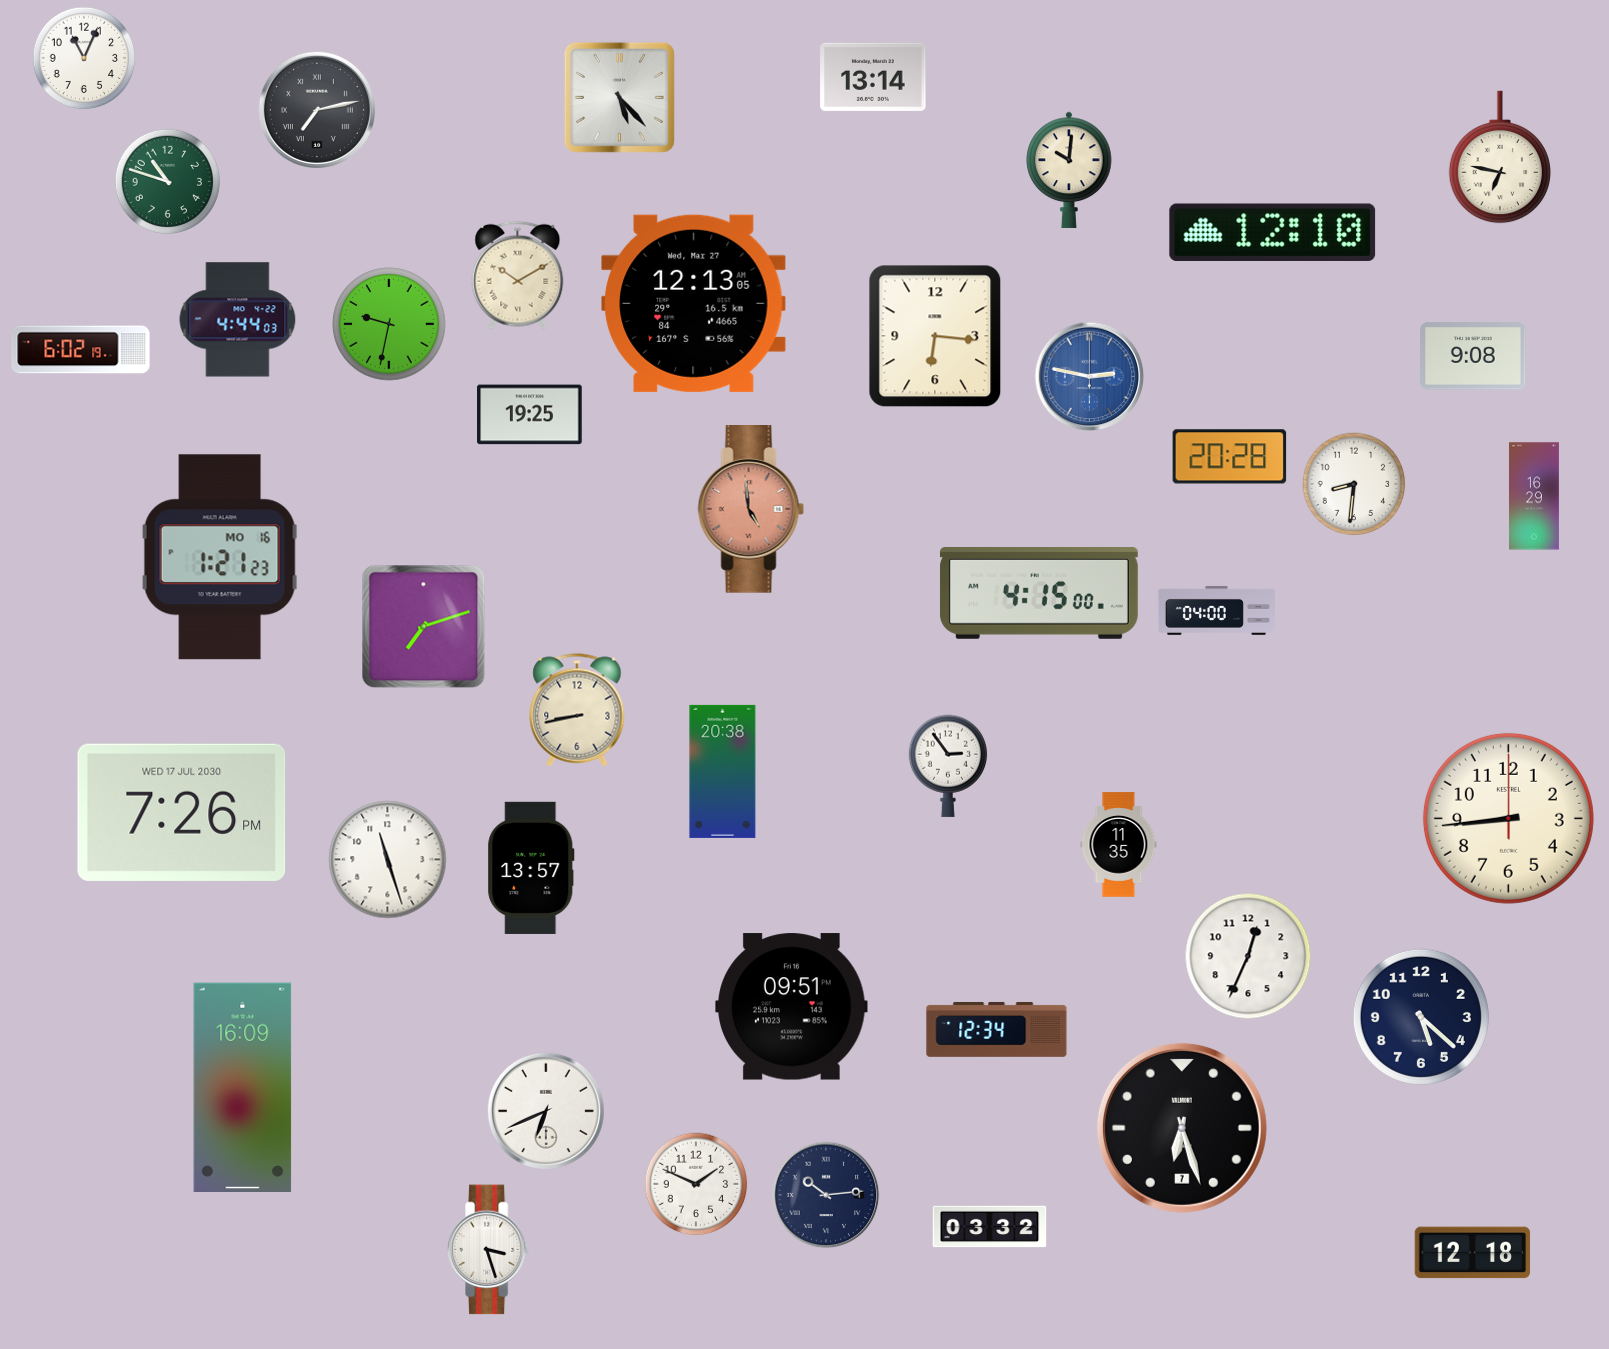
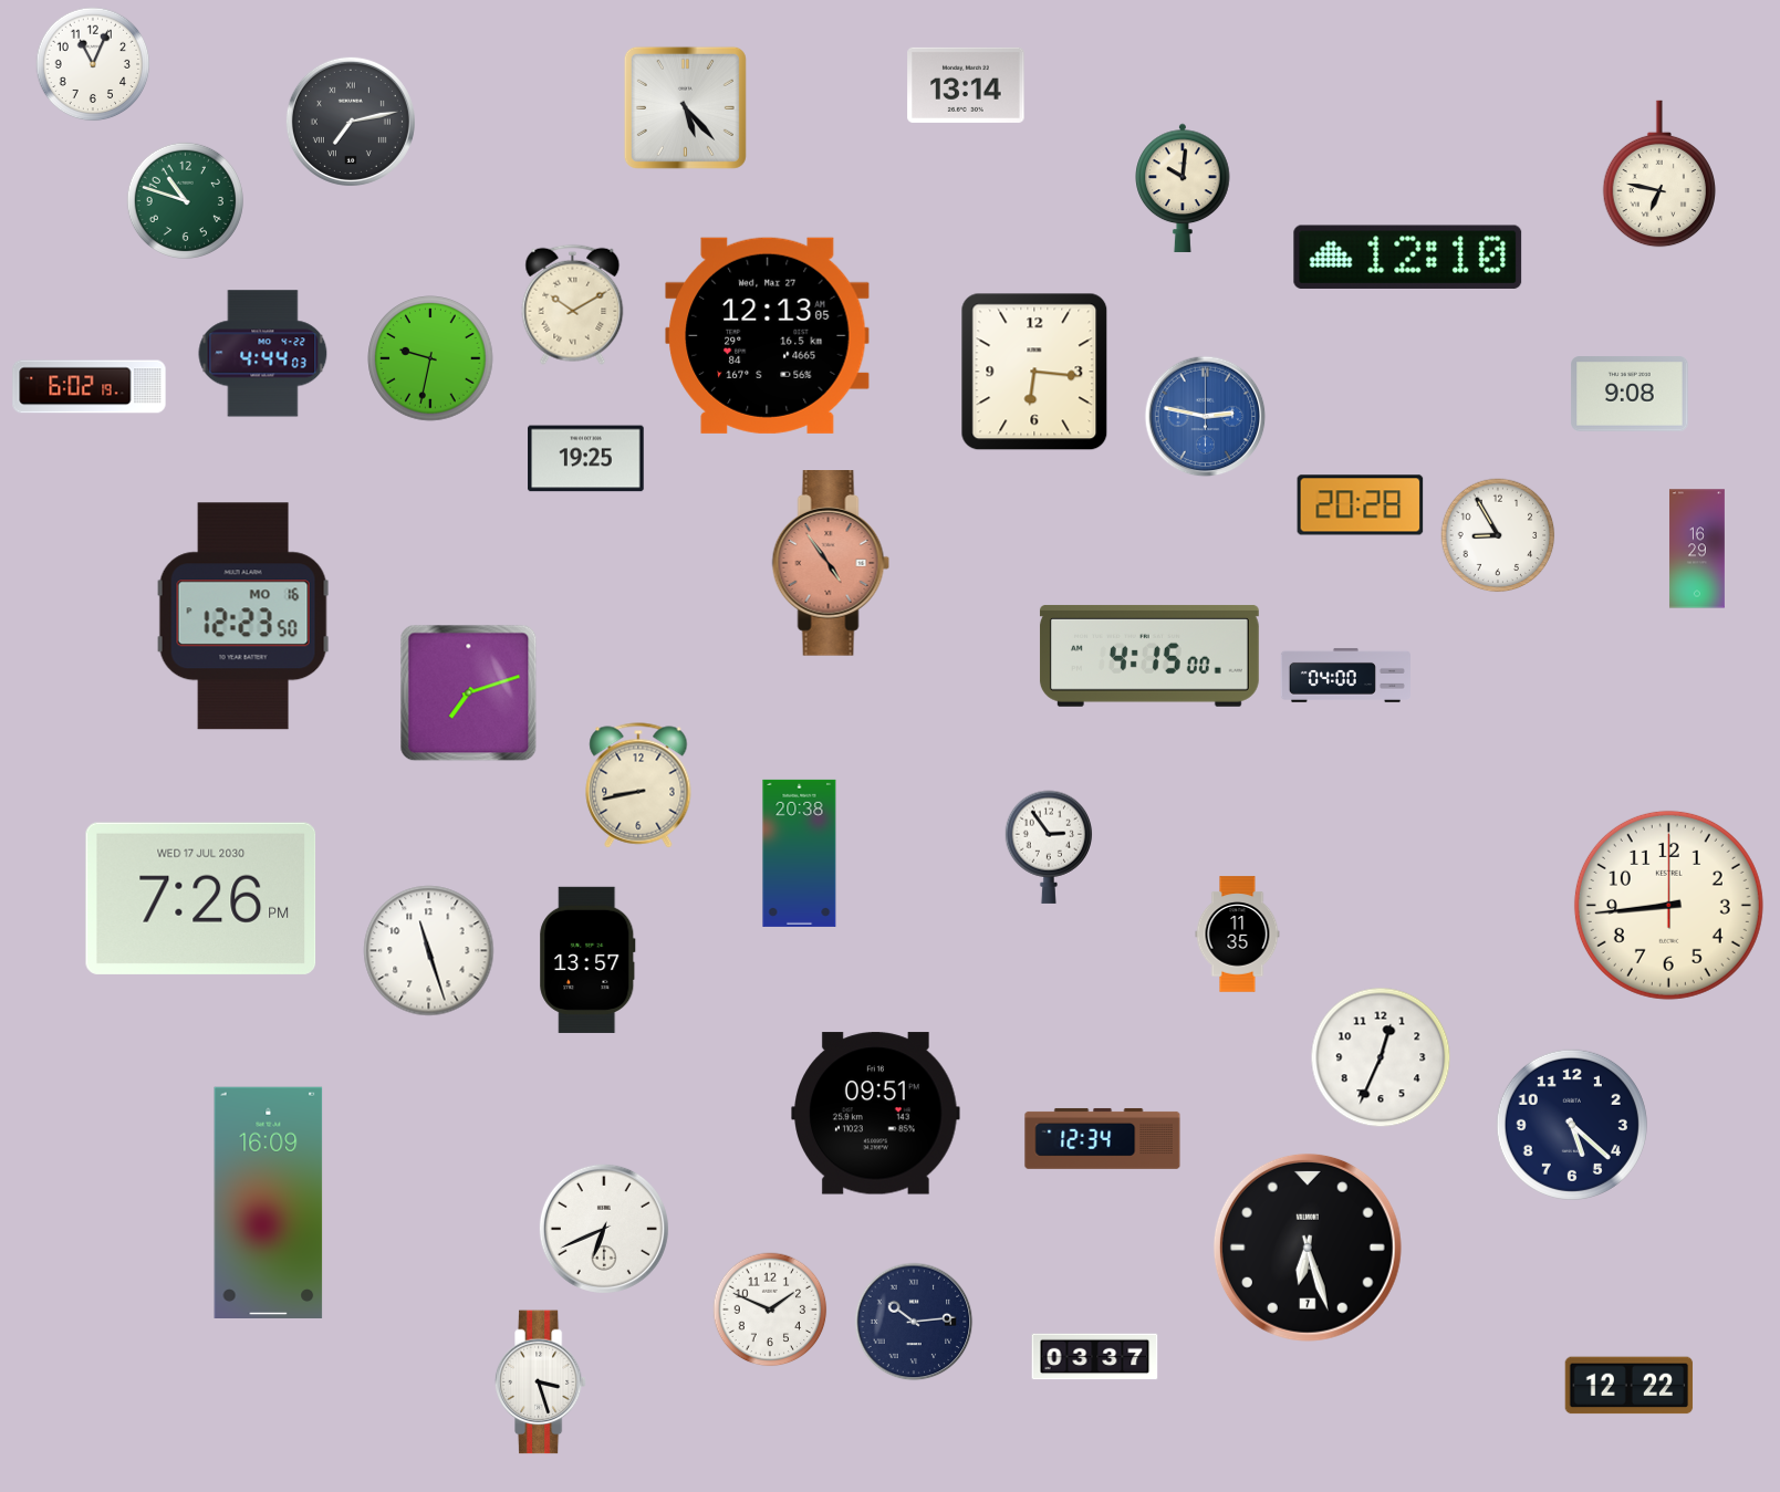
clock at (1354, 484): 8:31 -> 8:55
clock at (751, 509): 4:59 -> 4:54
clock at (220, 557): 1:21 -> 12:23
clock at (990, 1227): 03:32 -> 03:37
clock at (1473, 1253): 12:18 -> 12:22
